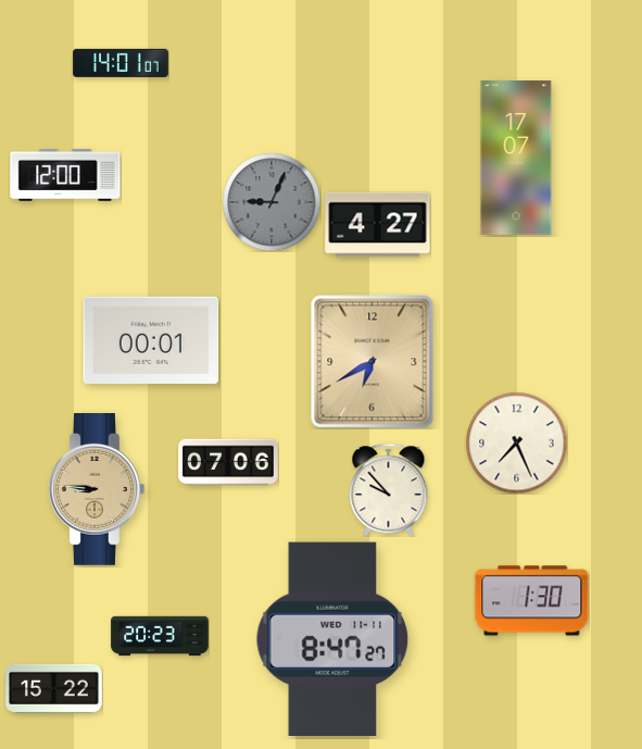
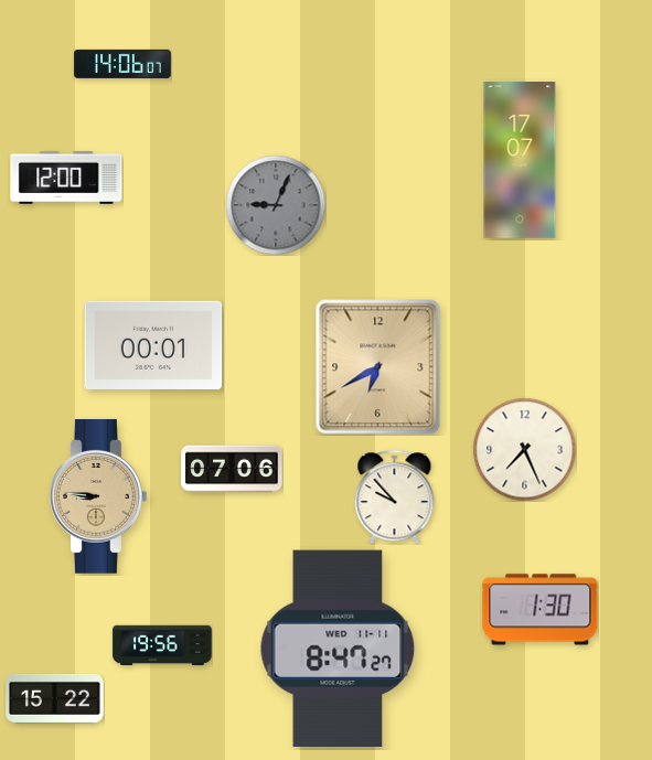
clock at (121, 63): 14:01 -> 14:06
clock at (516, 158) position: (516, 158) -> (520, 160)
clock at (378, 225): 4:27 -> none
clock at (160, 636): 20:23 -> 19:56
